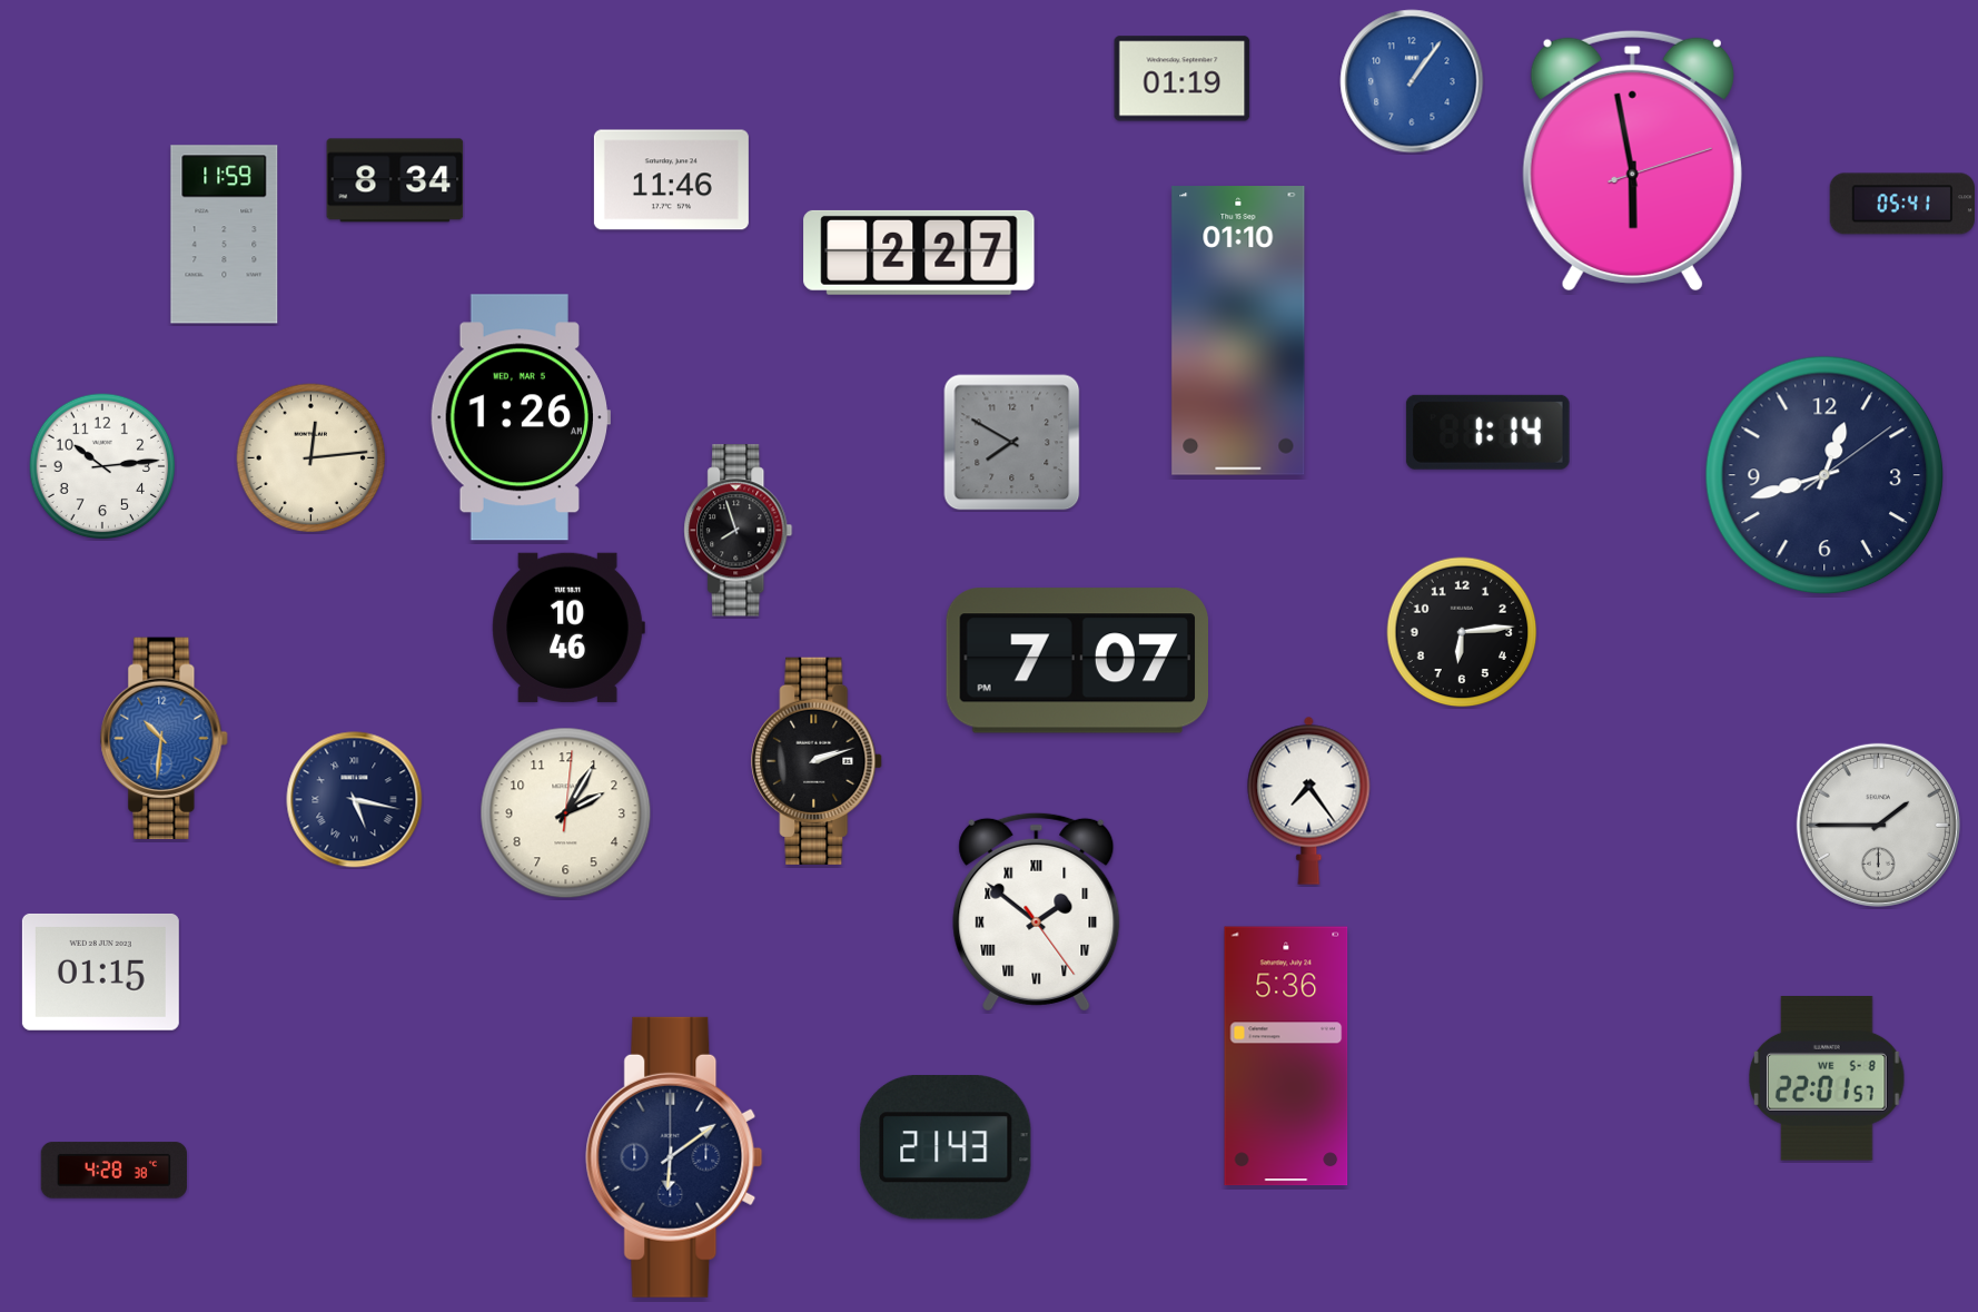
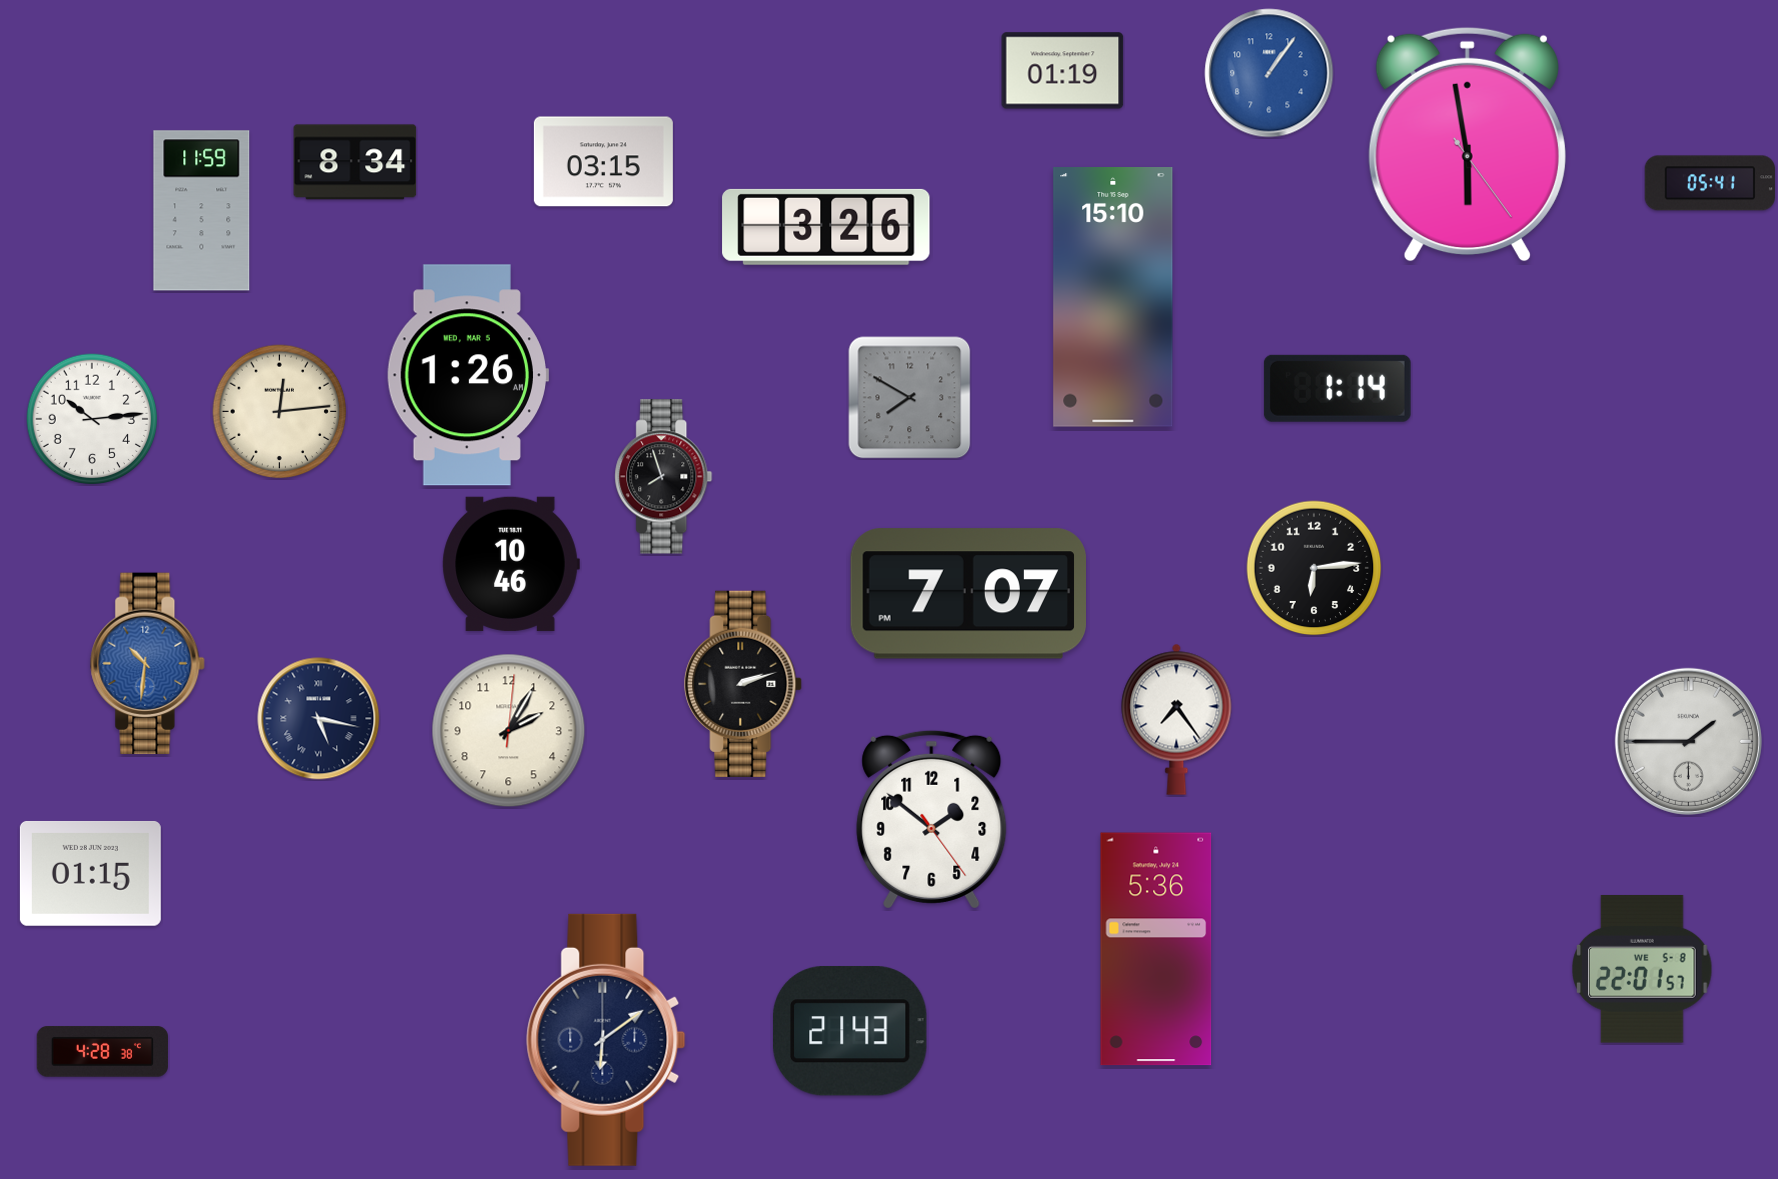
clock at (1632, 160): 5:58:12 -> 5:58:24
clock at (671, 180): 11:46 -> 03:15
clock at (919, 253): 2:27 -> 3:26
clock at (1238, 332): 01:10 -> 15:10
clock at (1824, 475): 12:42 -> none
clock at (818, 761) position: (818, 761) -> (744, 684)
clock at (1037, 911) numerals: Roman -> Arabic
